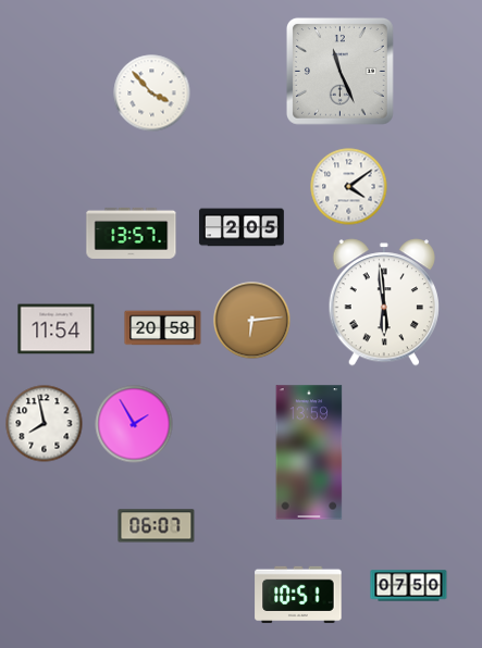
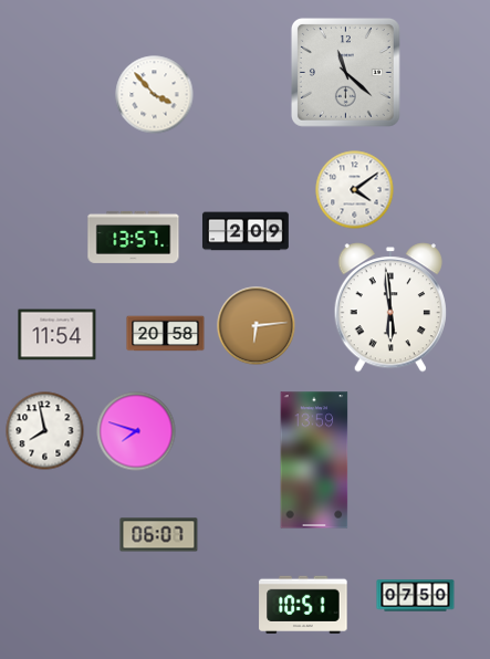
clock at (339, 71): 11:26 -> 11:22
clock at (242, 227): 2:05 -> 2:09
clock at (134, 424): 1:55 -> 7:48
